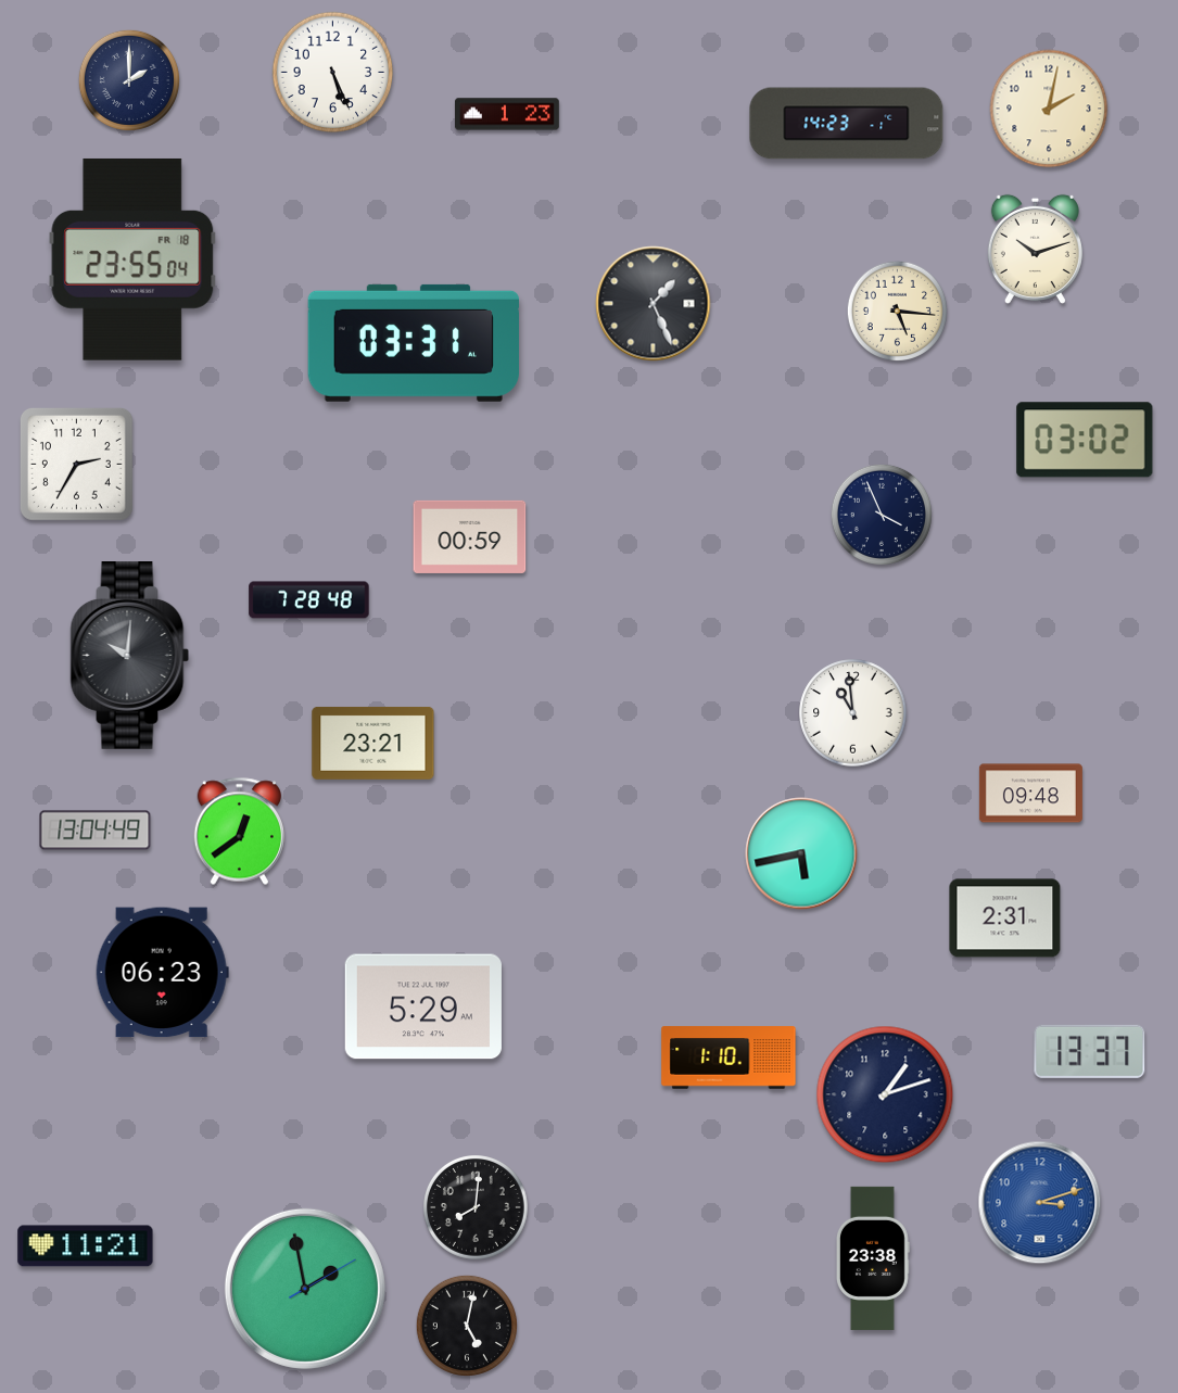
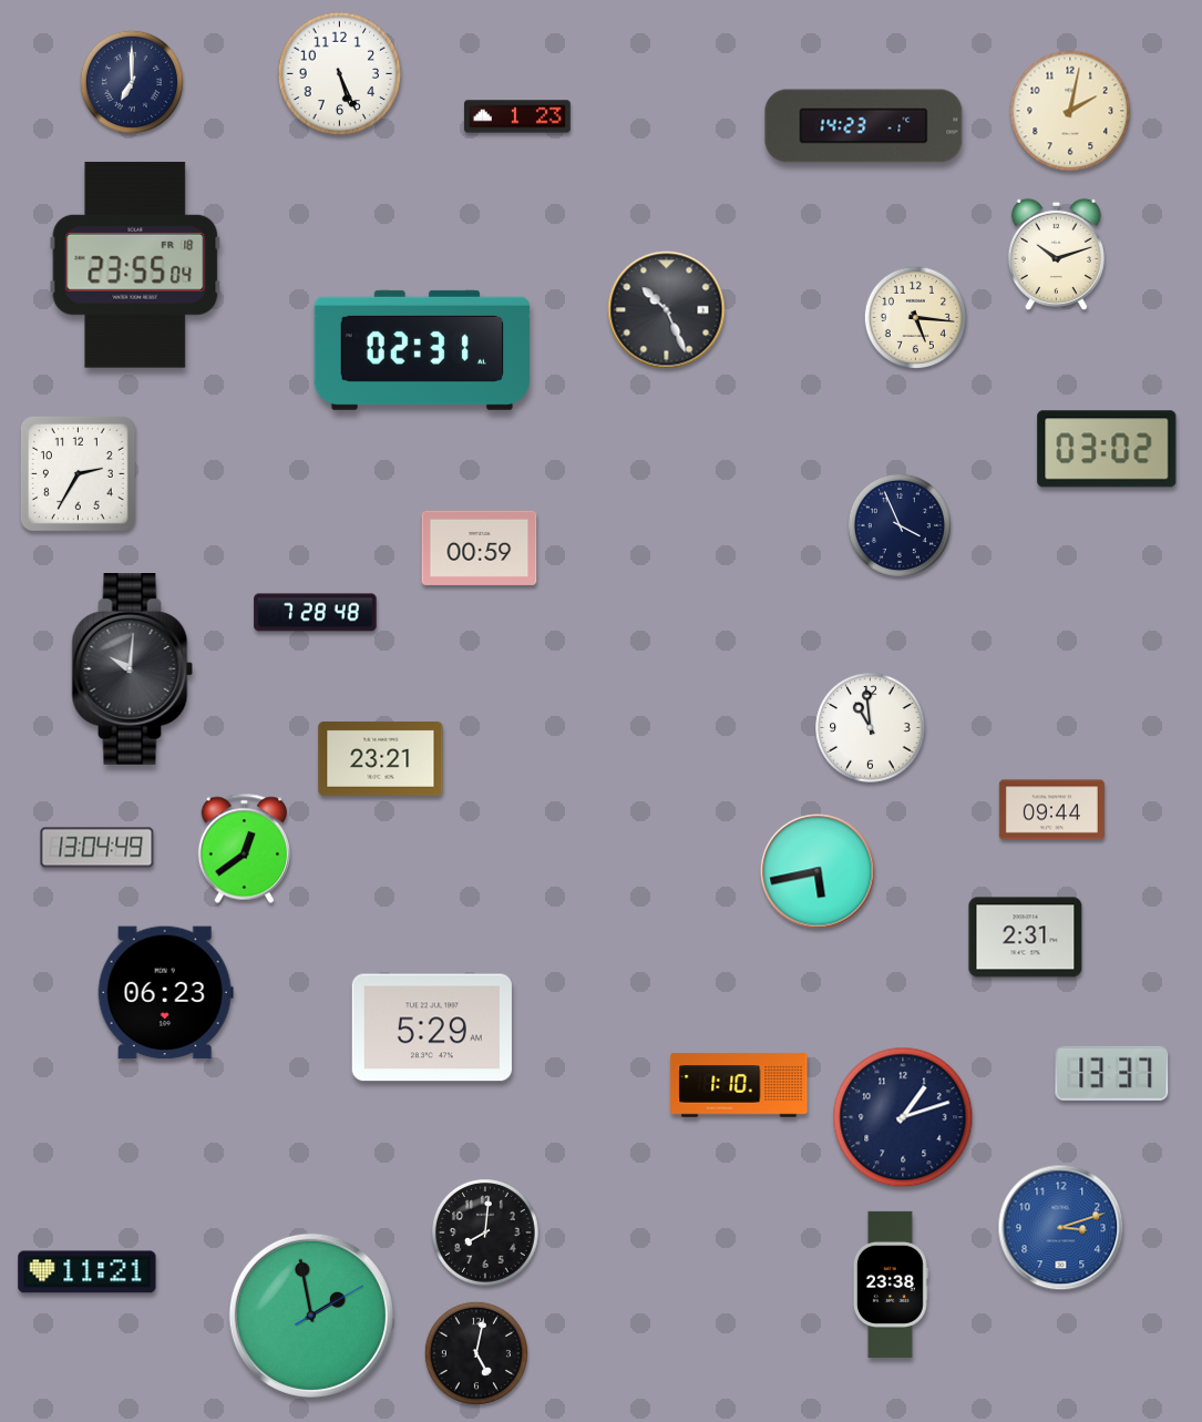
clock at (129, 80): 2:00 -> 7:00
clock at (654, 304): 1:26 -> 10:26
clock at (414, 343): 03:31 -> 02:31
clock at (1030, 794): 09:48 -> 09:44
clock at (729, 1058) position: (729, 1058) -> (739, 1085)
